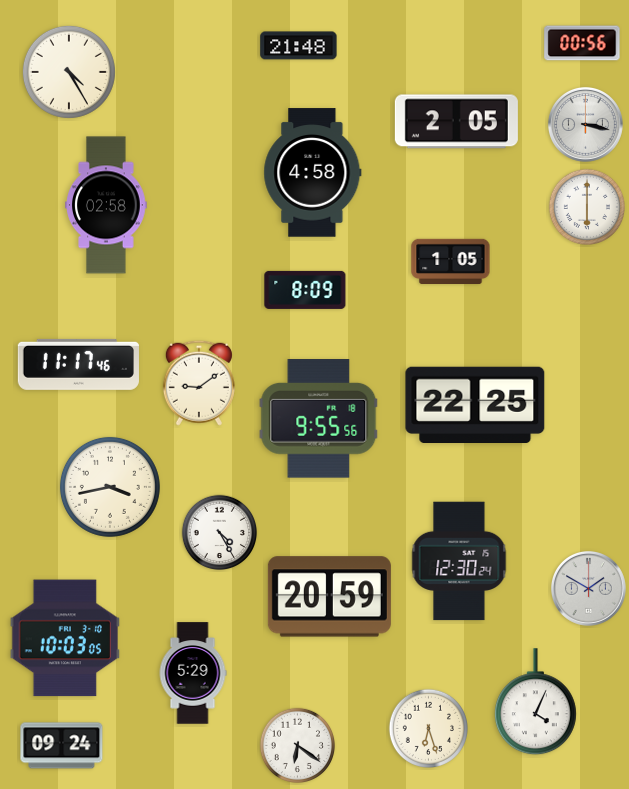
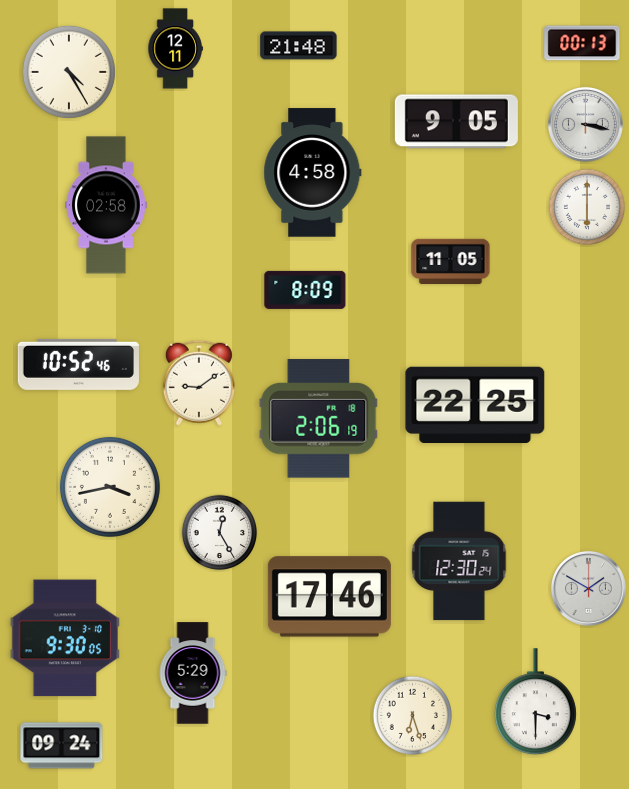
clock at (582, 43): 00:56 -> 00:13
clock at (175, 49): none -> 12:11
clock at (456, 122): 2:05 -> 9:05
clock at (451, 261): 1:05 -> 11:05
clock at (78, 364): 11:17 -> 10:52
clock at (319, 419): 9:55 -> 2:06
clock at (220, 533): 4:25 -> 12:25
clock at (329, 597): 20:59 -> 17:46
clock at (64, 638): 10:03 -> 9:30
clock at (535, 702): 4:04 -> 3:30
clock at (428, 728) position: (428, 728) -> (412, 715)
clock at (298, 746): 6:21 -> none
